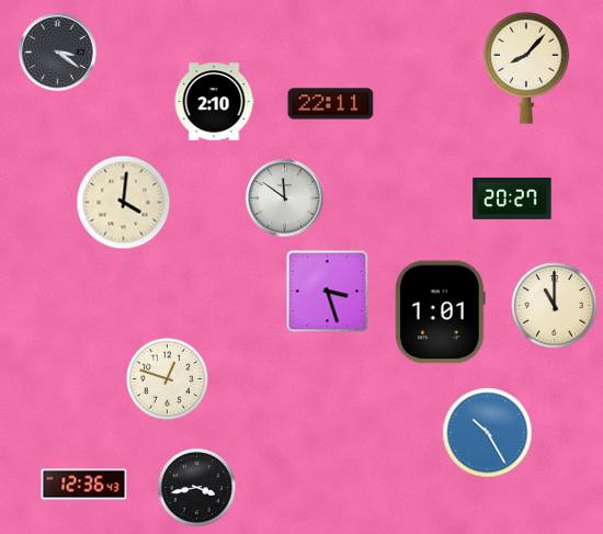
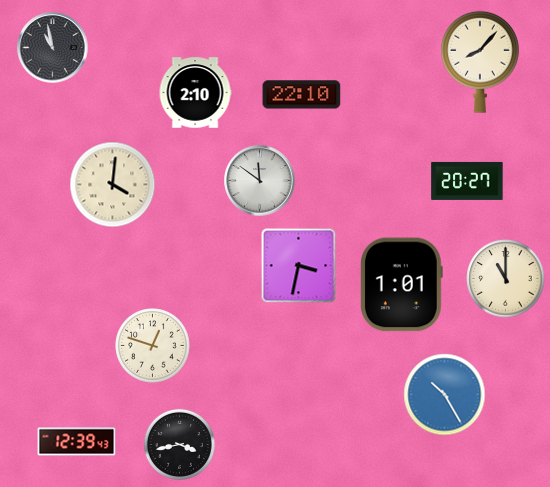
clock at (58, 53): 3:21 -> 10:58
clock at (331, 104): 22:11 -> 22:10
clock at (328, 292): 3:27 -> 3:32
clock at (84, 485): 12:36 -> 12:39
